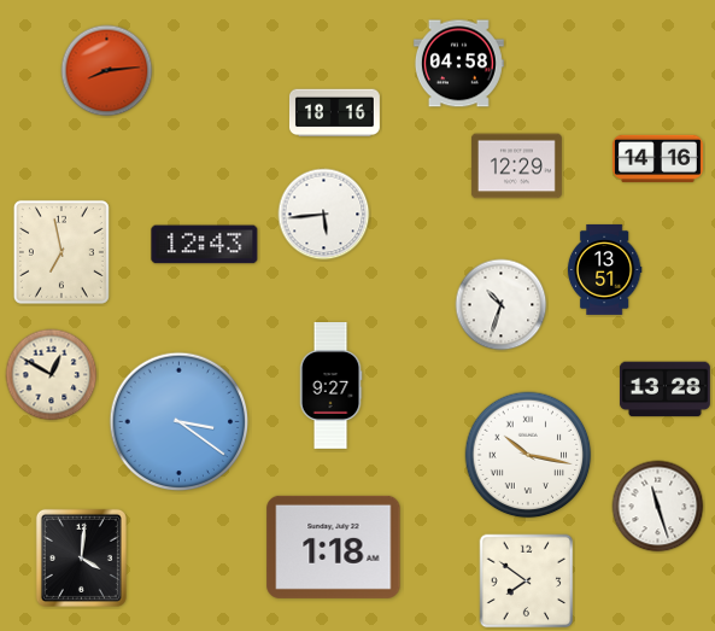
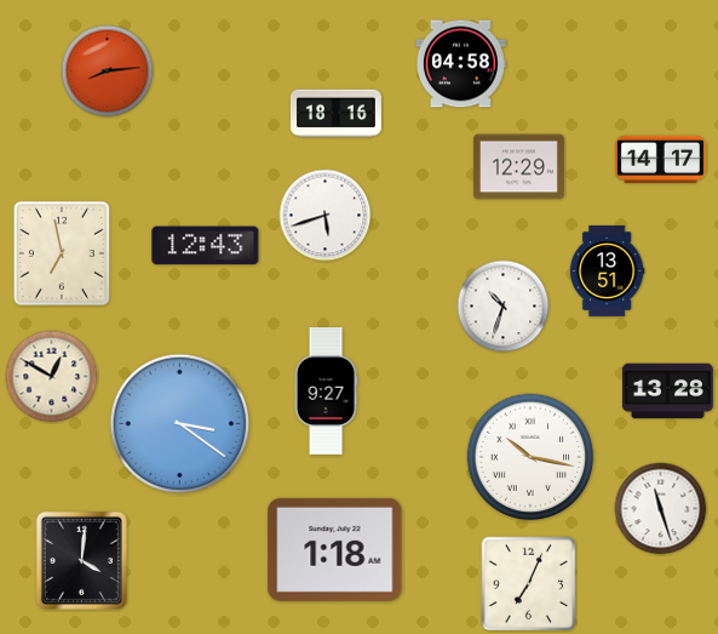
clock at (657, 158): 14:16 -> 14:17
clock at (324, 215): 5:44 -> 5:42
clock at (330, 386) position: (330, 386) -> (326, 392)
clock at (527, 582): 7:51 -> 7:04
